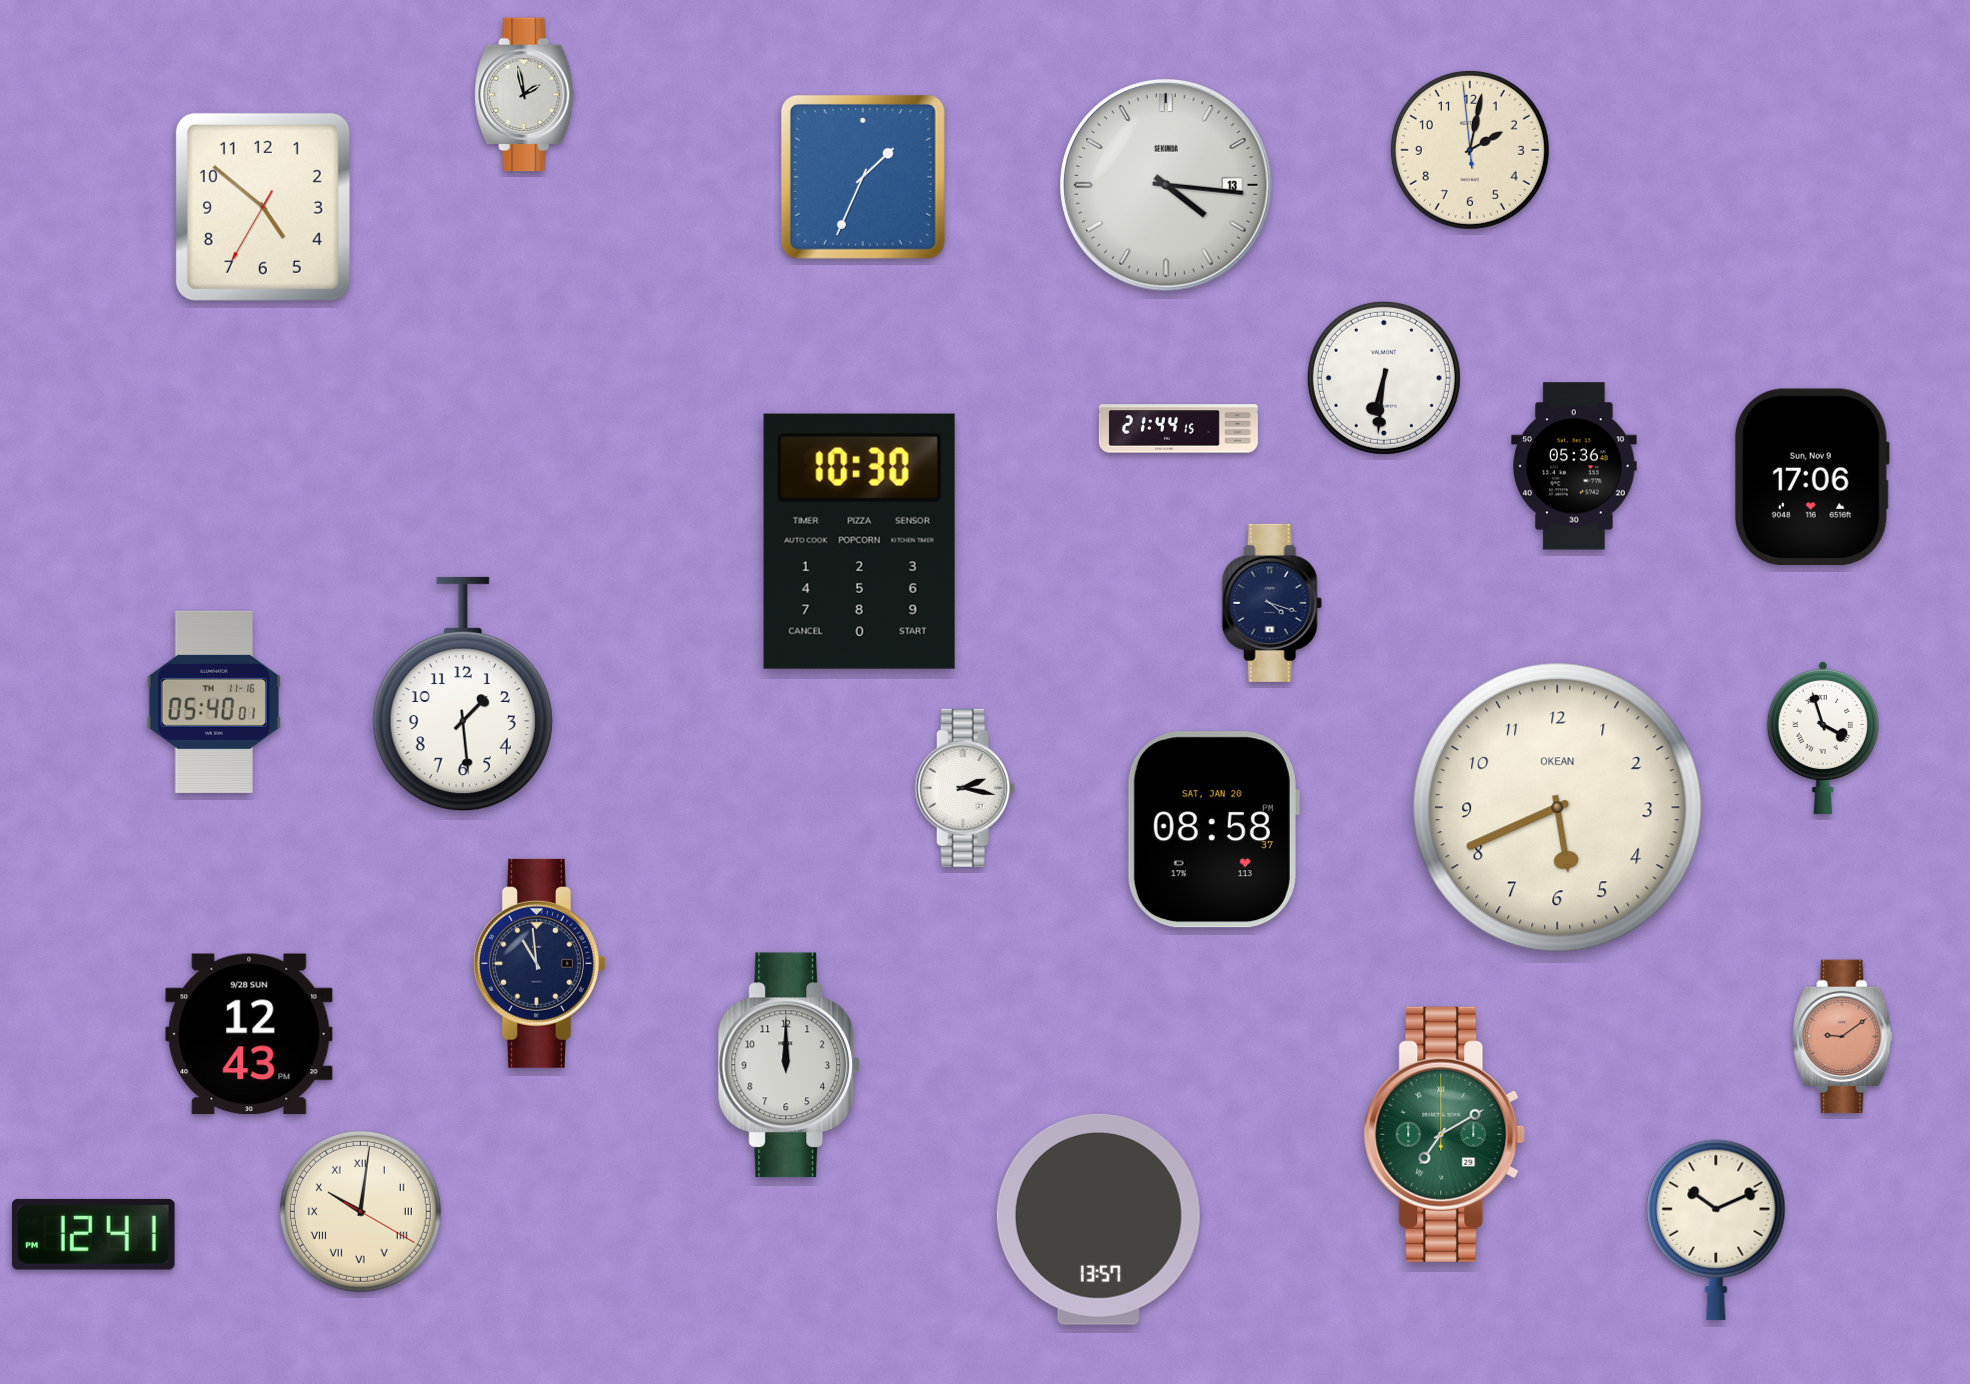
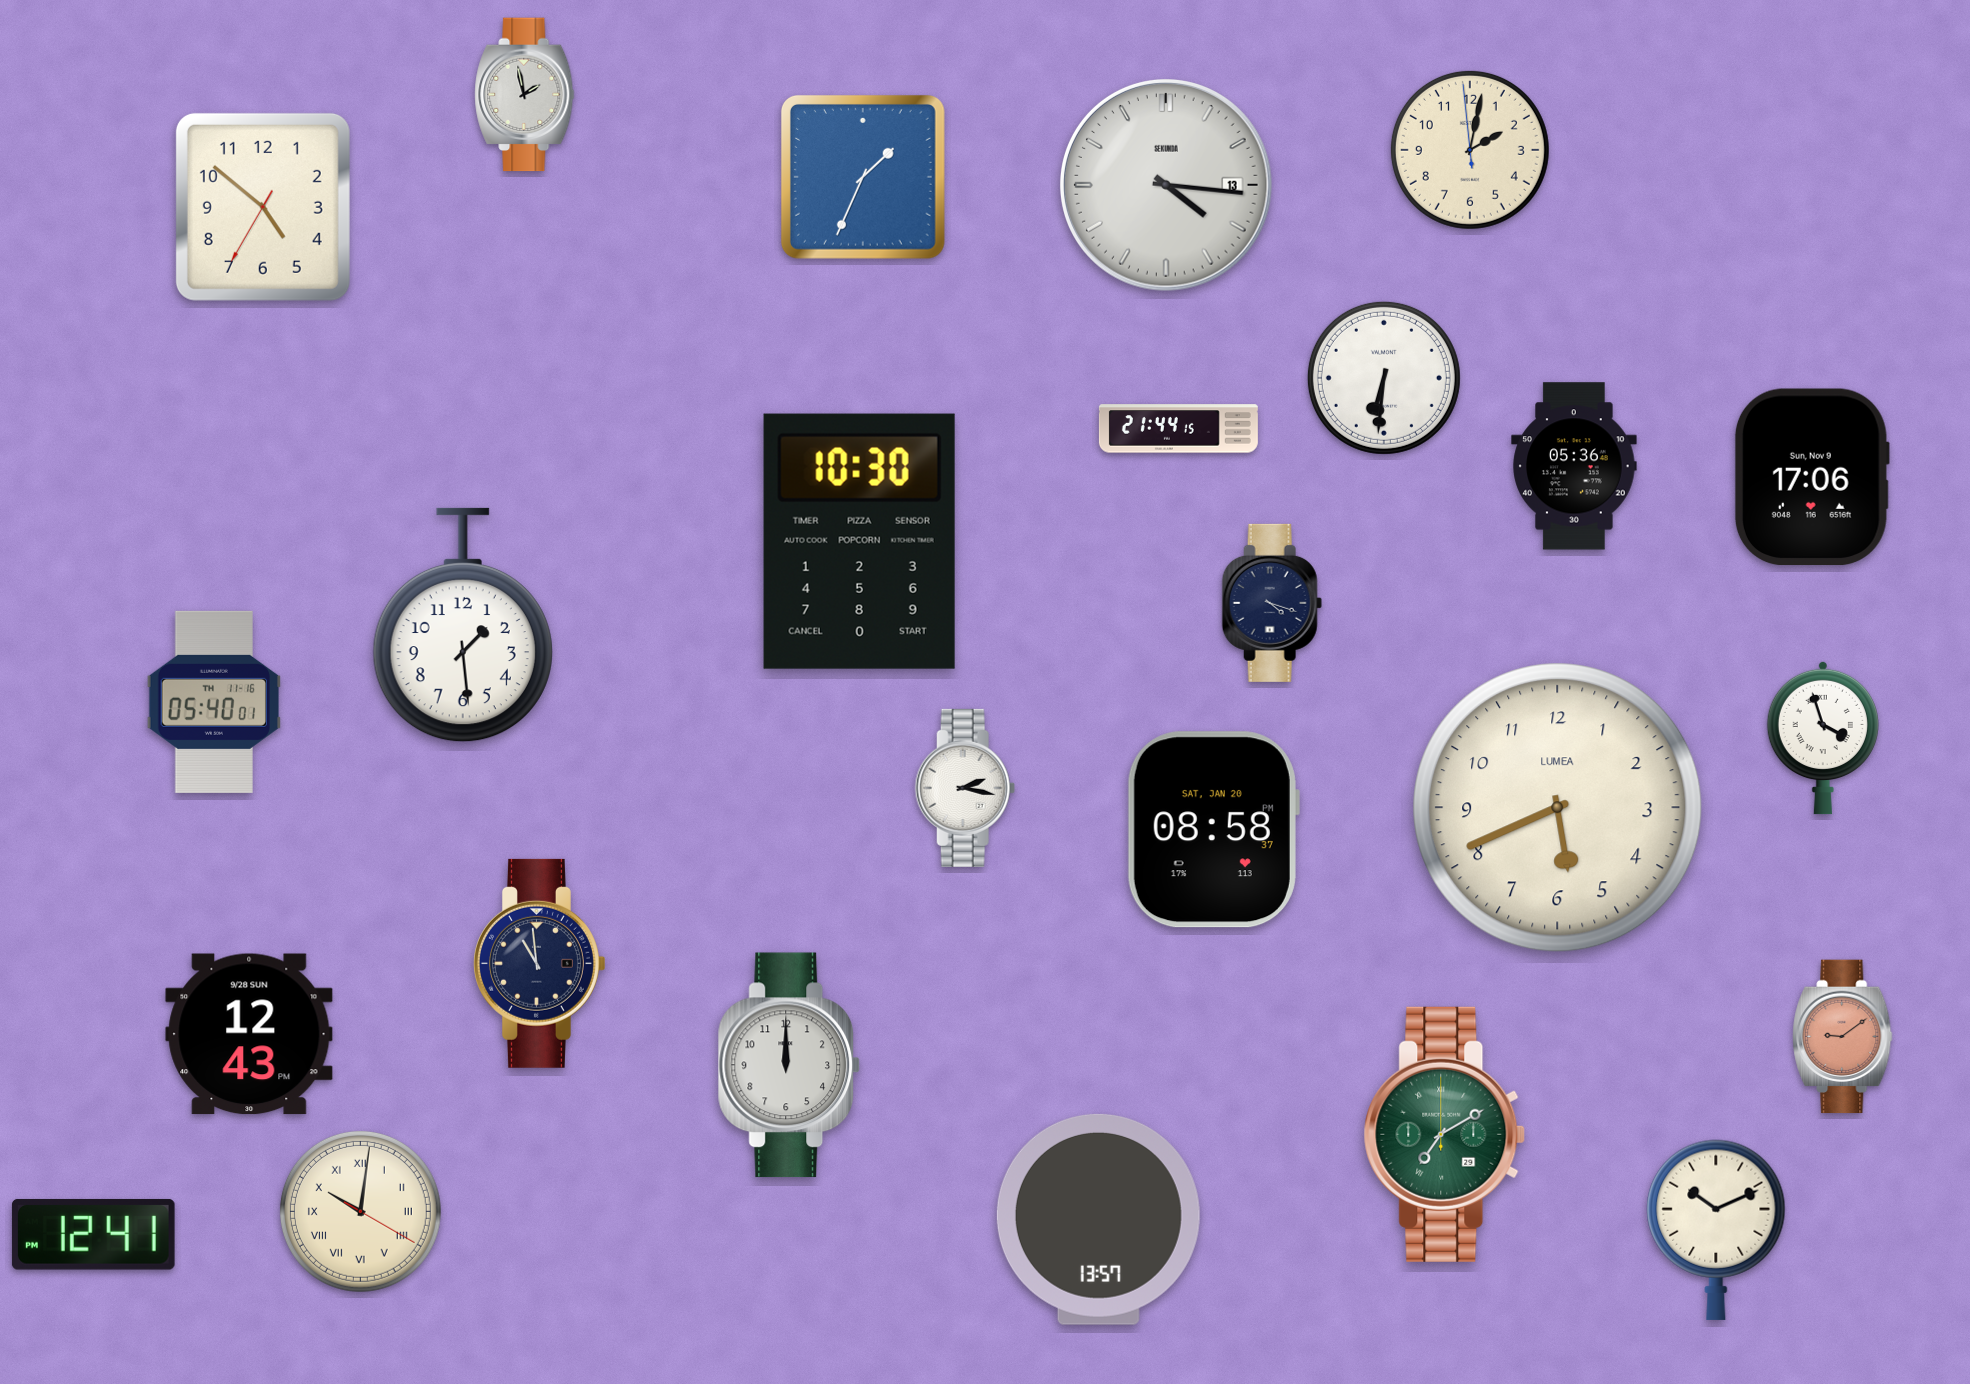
clock at (463, 694) position: (463, 694) -> (463, 625)
clock at (1558, 808) brand: OKEAN -> LUMEA
